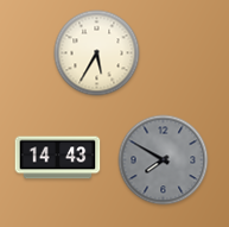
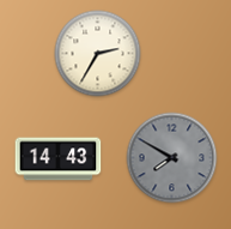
clock at (97, 53): 5:35 -> 2:35
clock at (164, 160) position: (164, 160) -> (172, 158)
